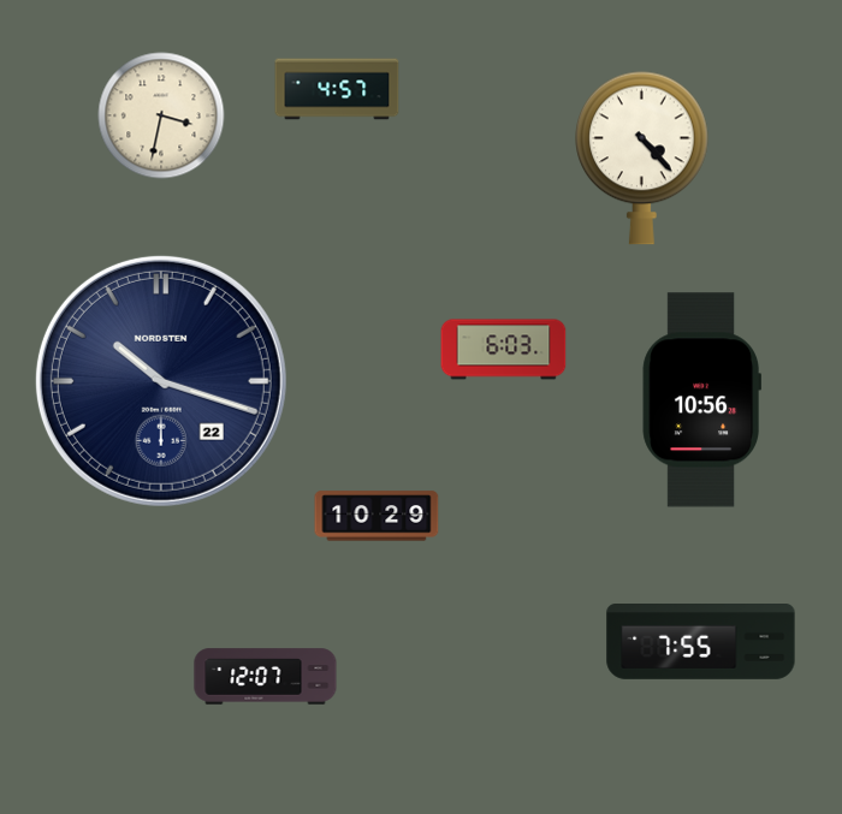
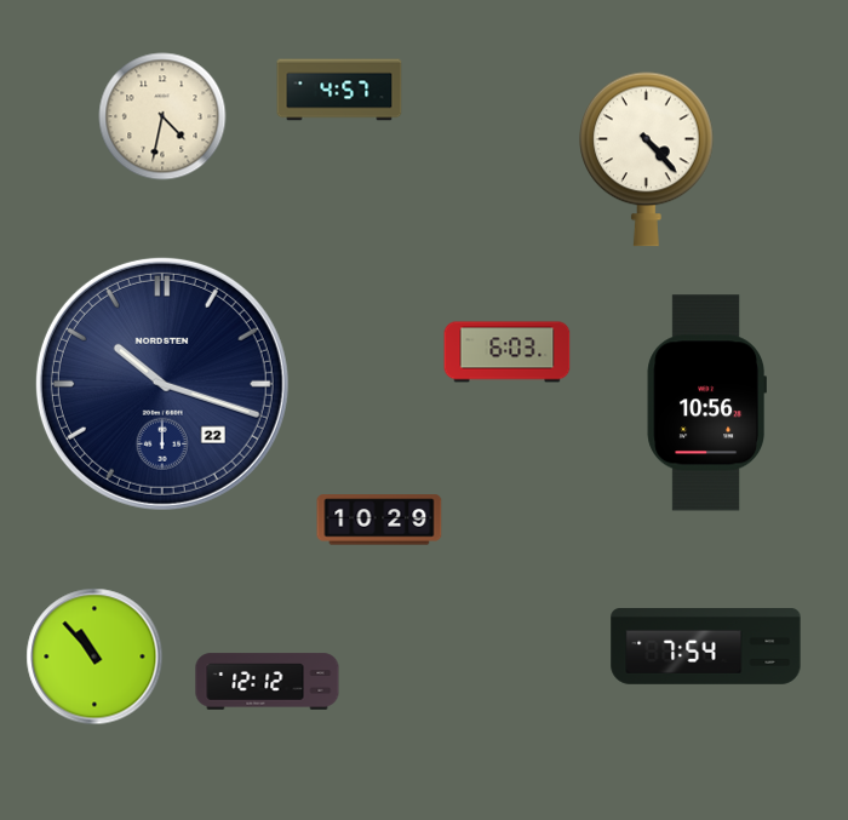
clock at (161, 115): 3:32 -> 4:32
clock at (701, 642): 7:55 -> 7:54
clock at (94, 656): none -> 10:53
clock at (266, 677): 12:07 -> 12:12
